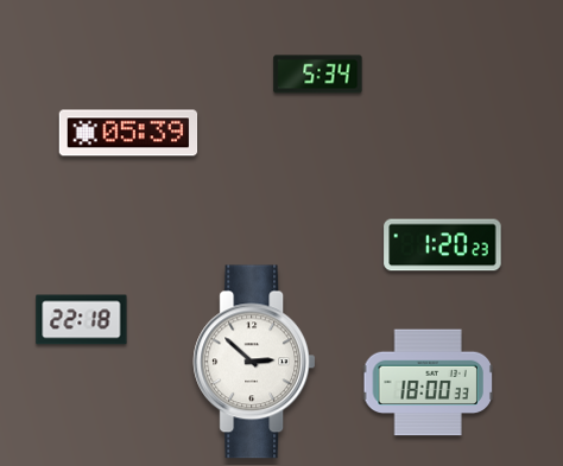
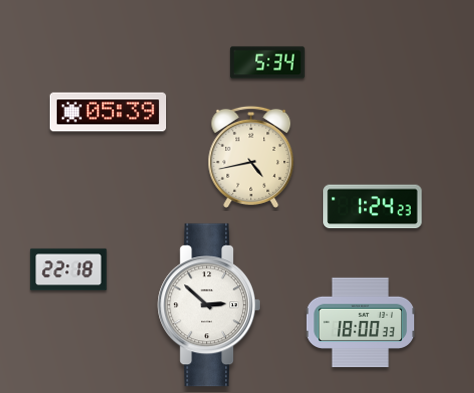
clock at (251, 157): none -> 4:43
clock at (443, 245): 1:20 -> 1:24
clock at (254, 362) position: (254, 362) -> (209, 305)
